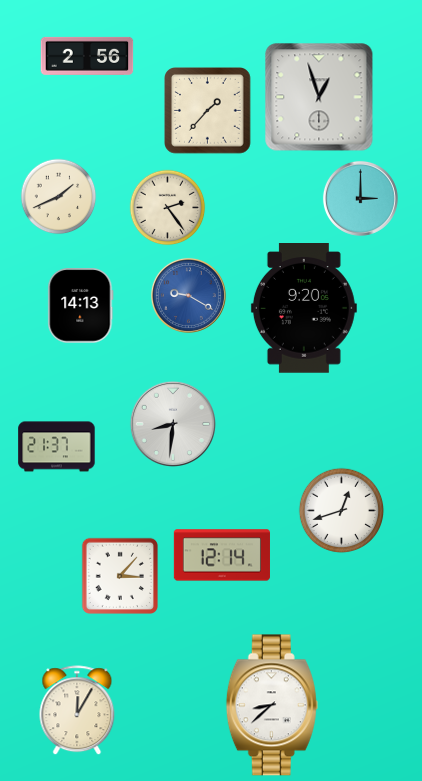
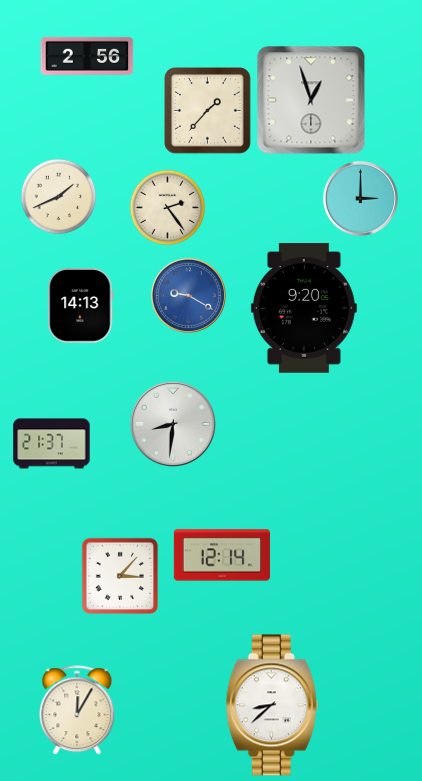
clock at (319, 97) position: (319, 97) -> (311, 100)
clock at (57, 447) position: (57, 447) -> (52, 444)
clock at (342, 511): 12:42 -> none
